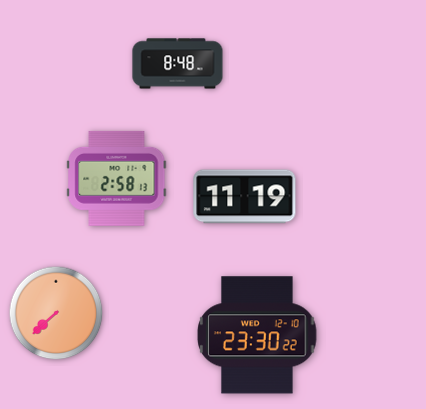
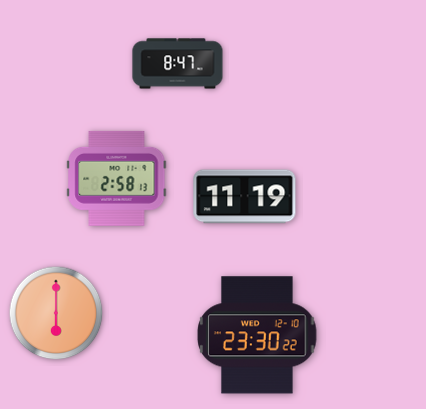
clock at (178, 64): 8:48 -> 8:47
clock at (56, 313): 7:38 -> 6:00
